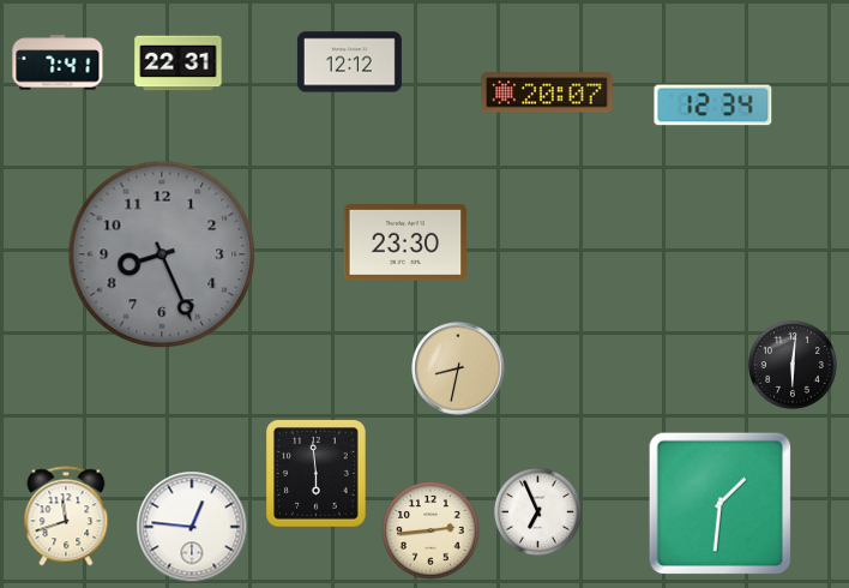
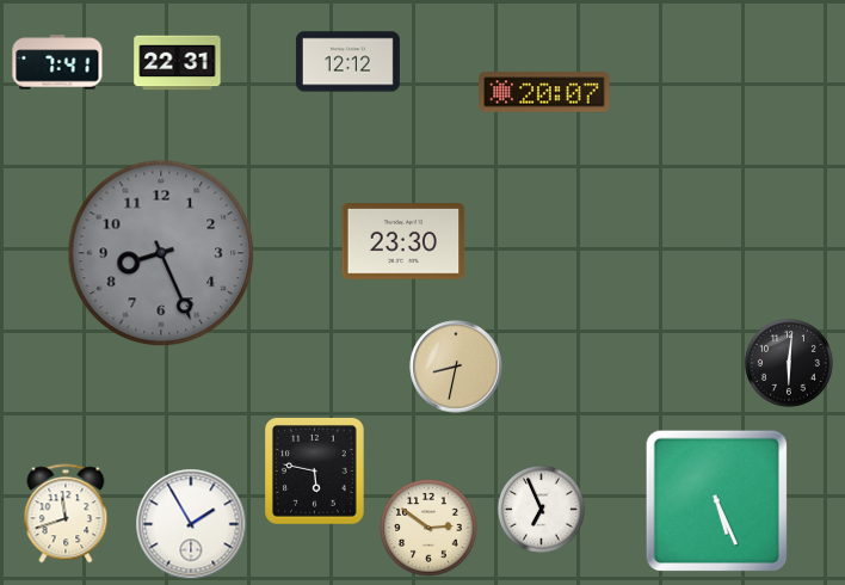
clock at (713, 106): 12:34 -> none
clock at (317, 474): 5:59 -> 5:47
clock at (721, 504): 1:31 -> 5:26
clock at (537, 511) position: (537, 511) -> (541, 509)
clock at (192, 527): 12:46 -> 1:55
clock at (430, 530): 2:44 -> 2:51
